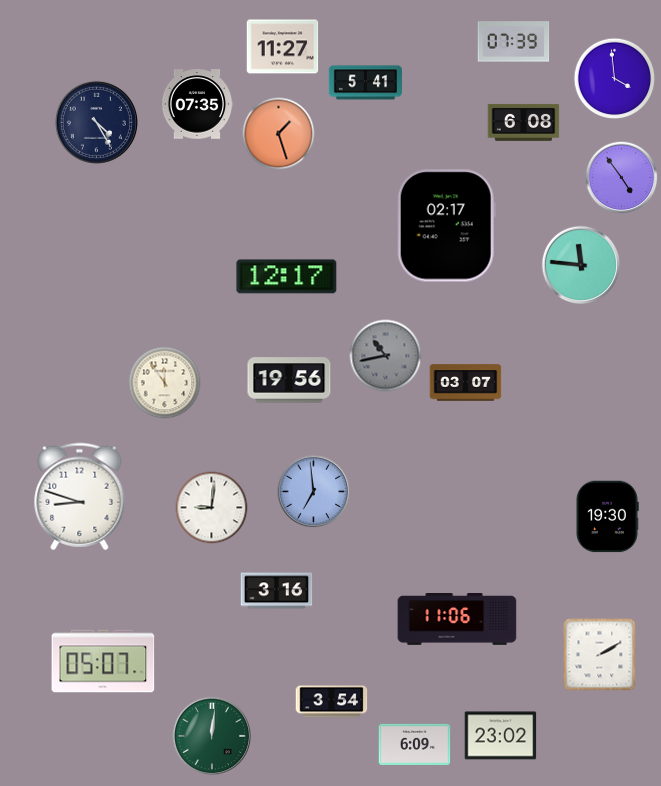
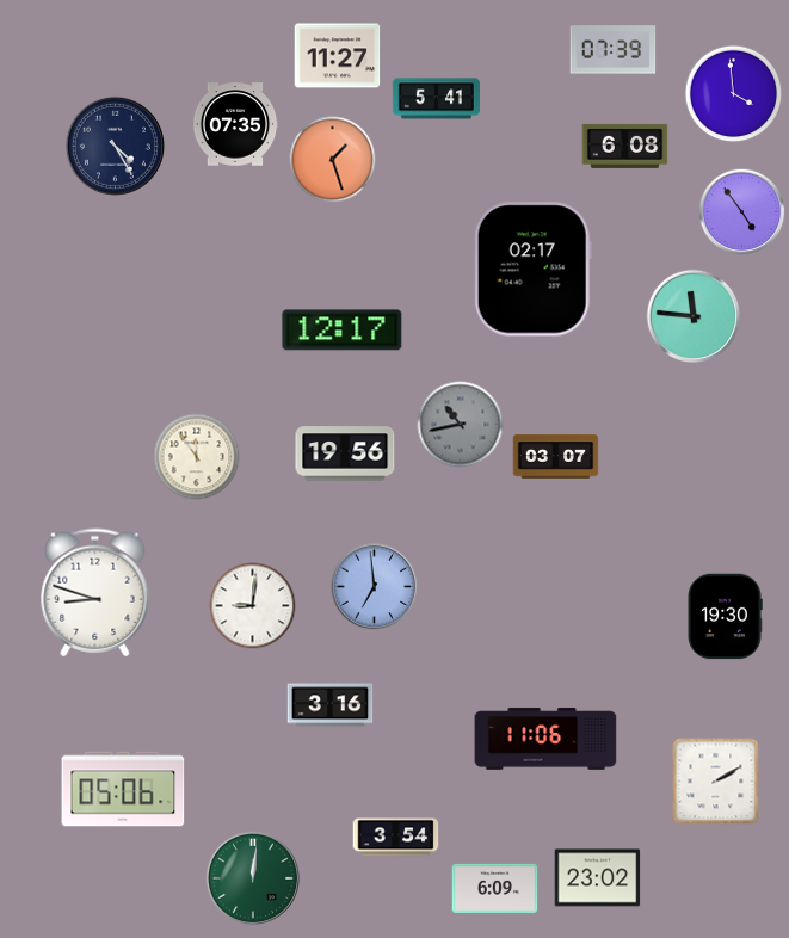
clock at (103, 661): 05:07 -> 05:06
